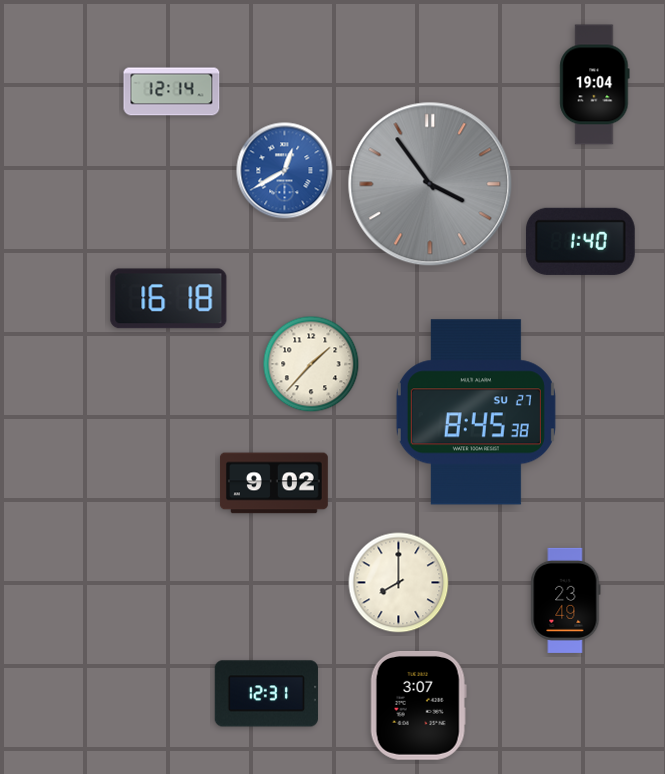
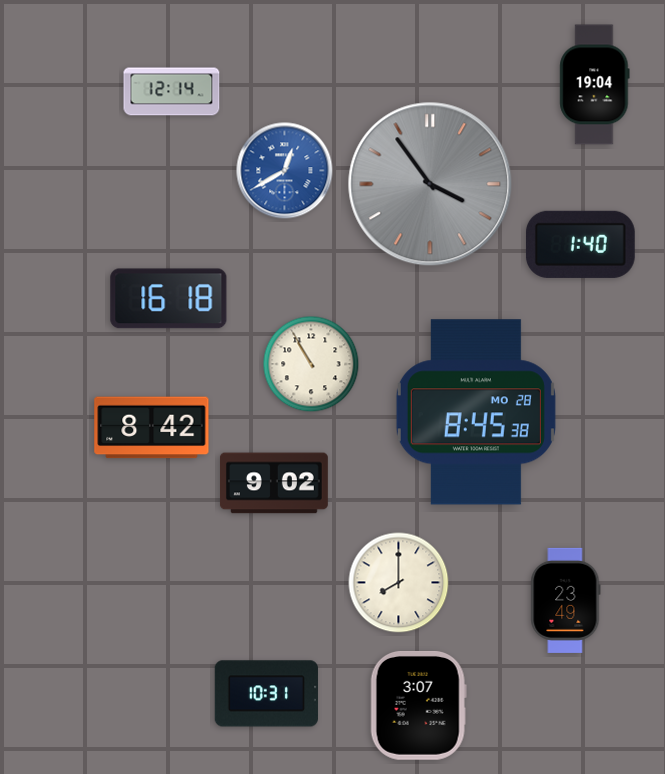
clock at (580, 241) position: (580, 241) -> (580, 244)
clock at (311, 364): 1:37 -> 10:55
clock at (476, 412) date: SU 27 -> MO 28
clock at (152, 428): none -> 8:42
clock at (266, 694): 12:31 -> 10:31
